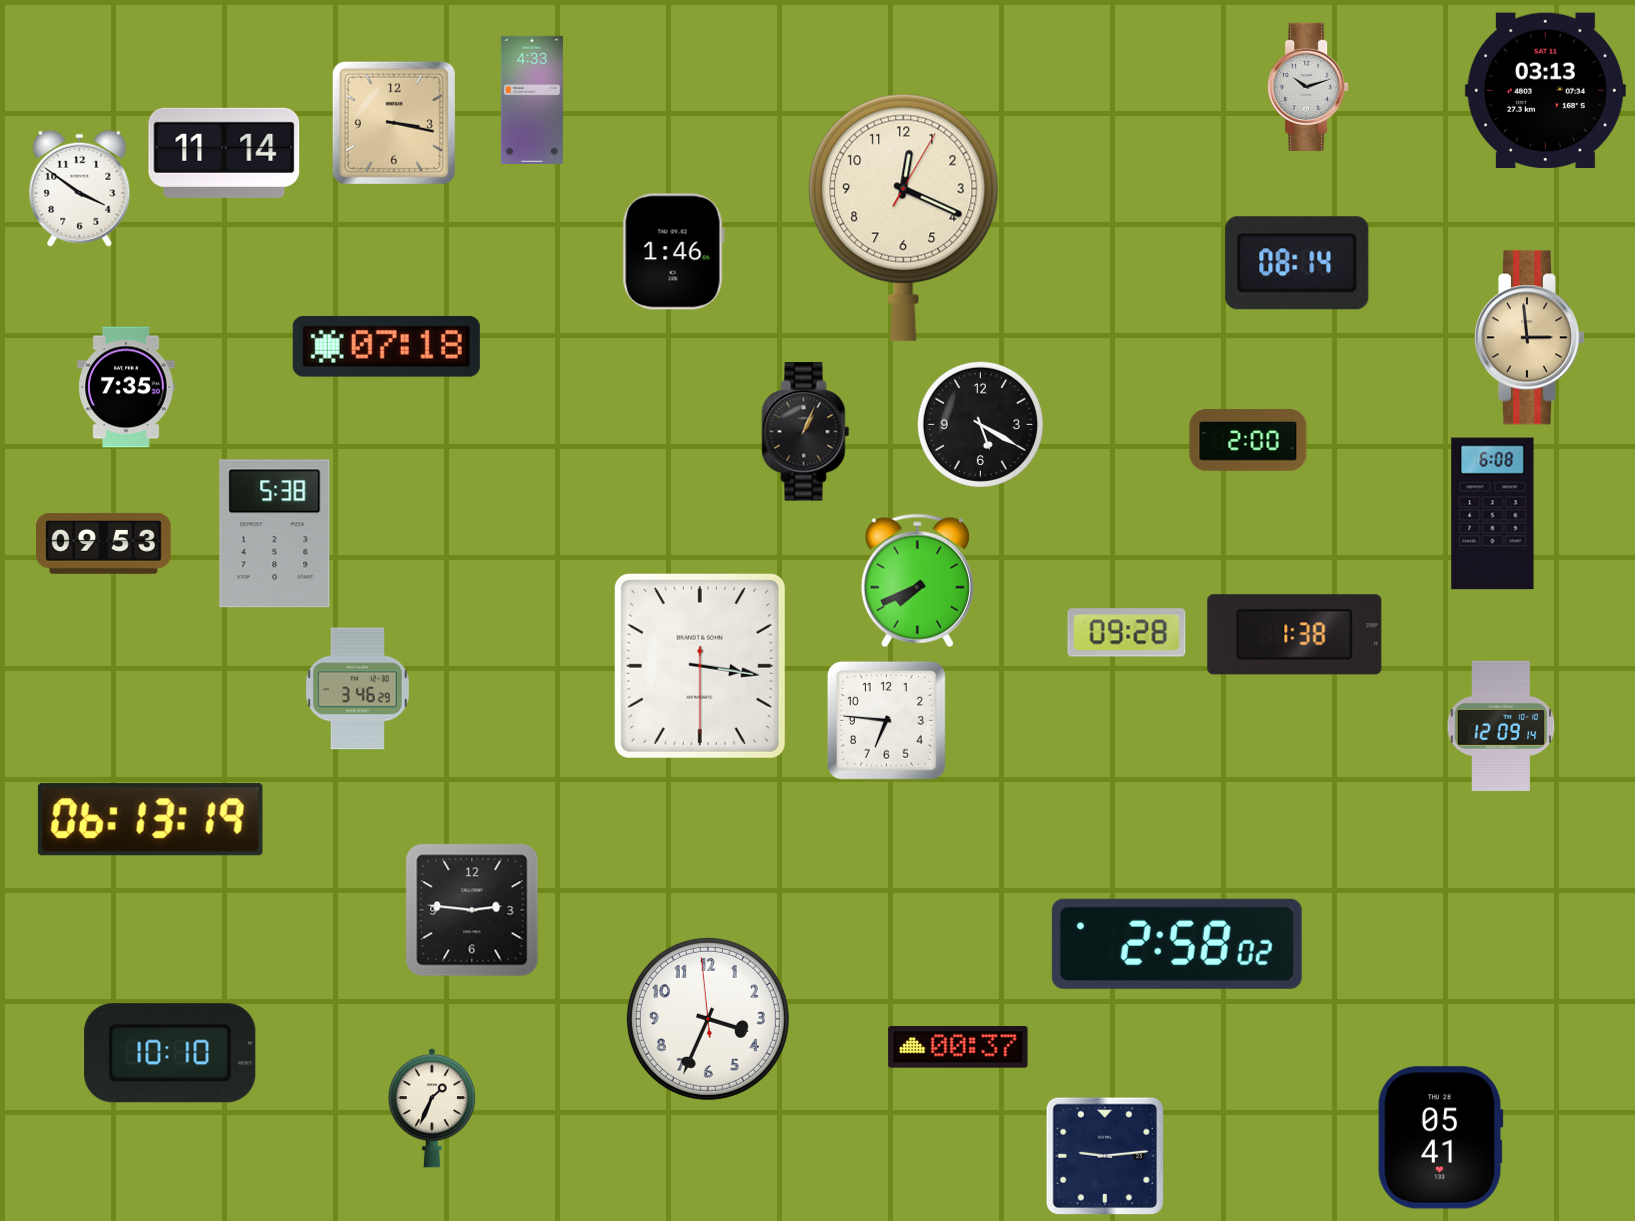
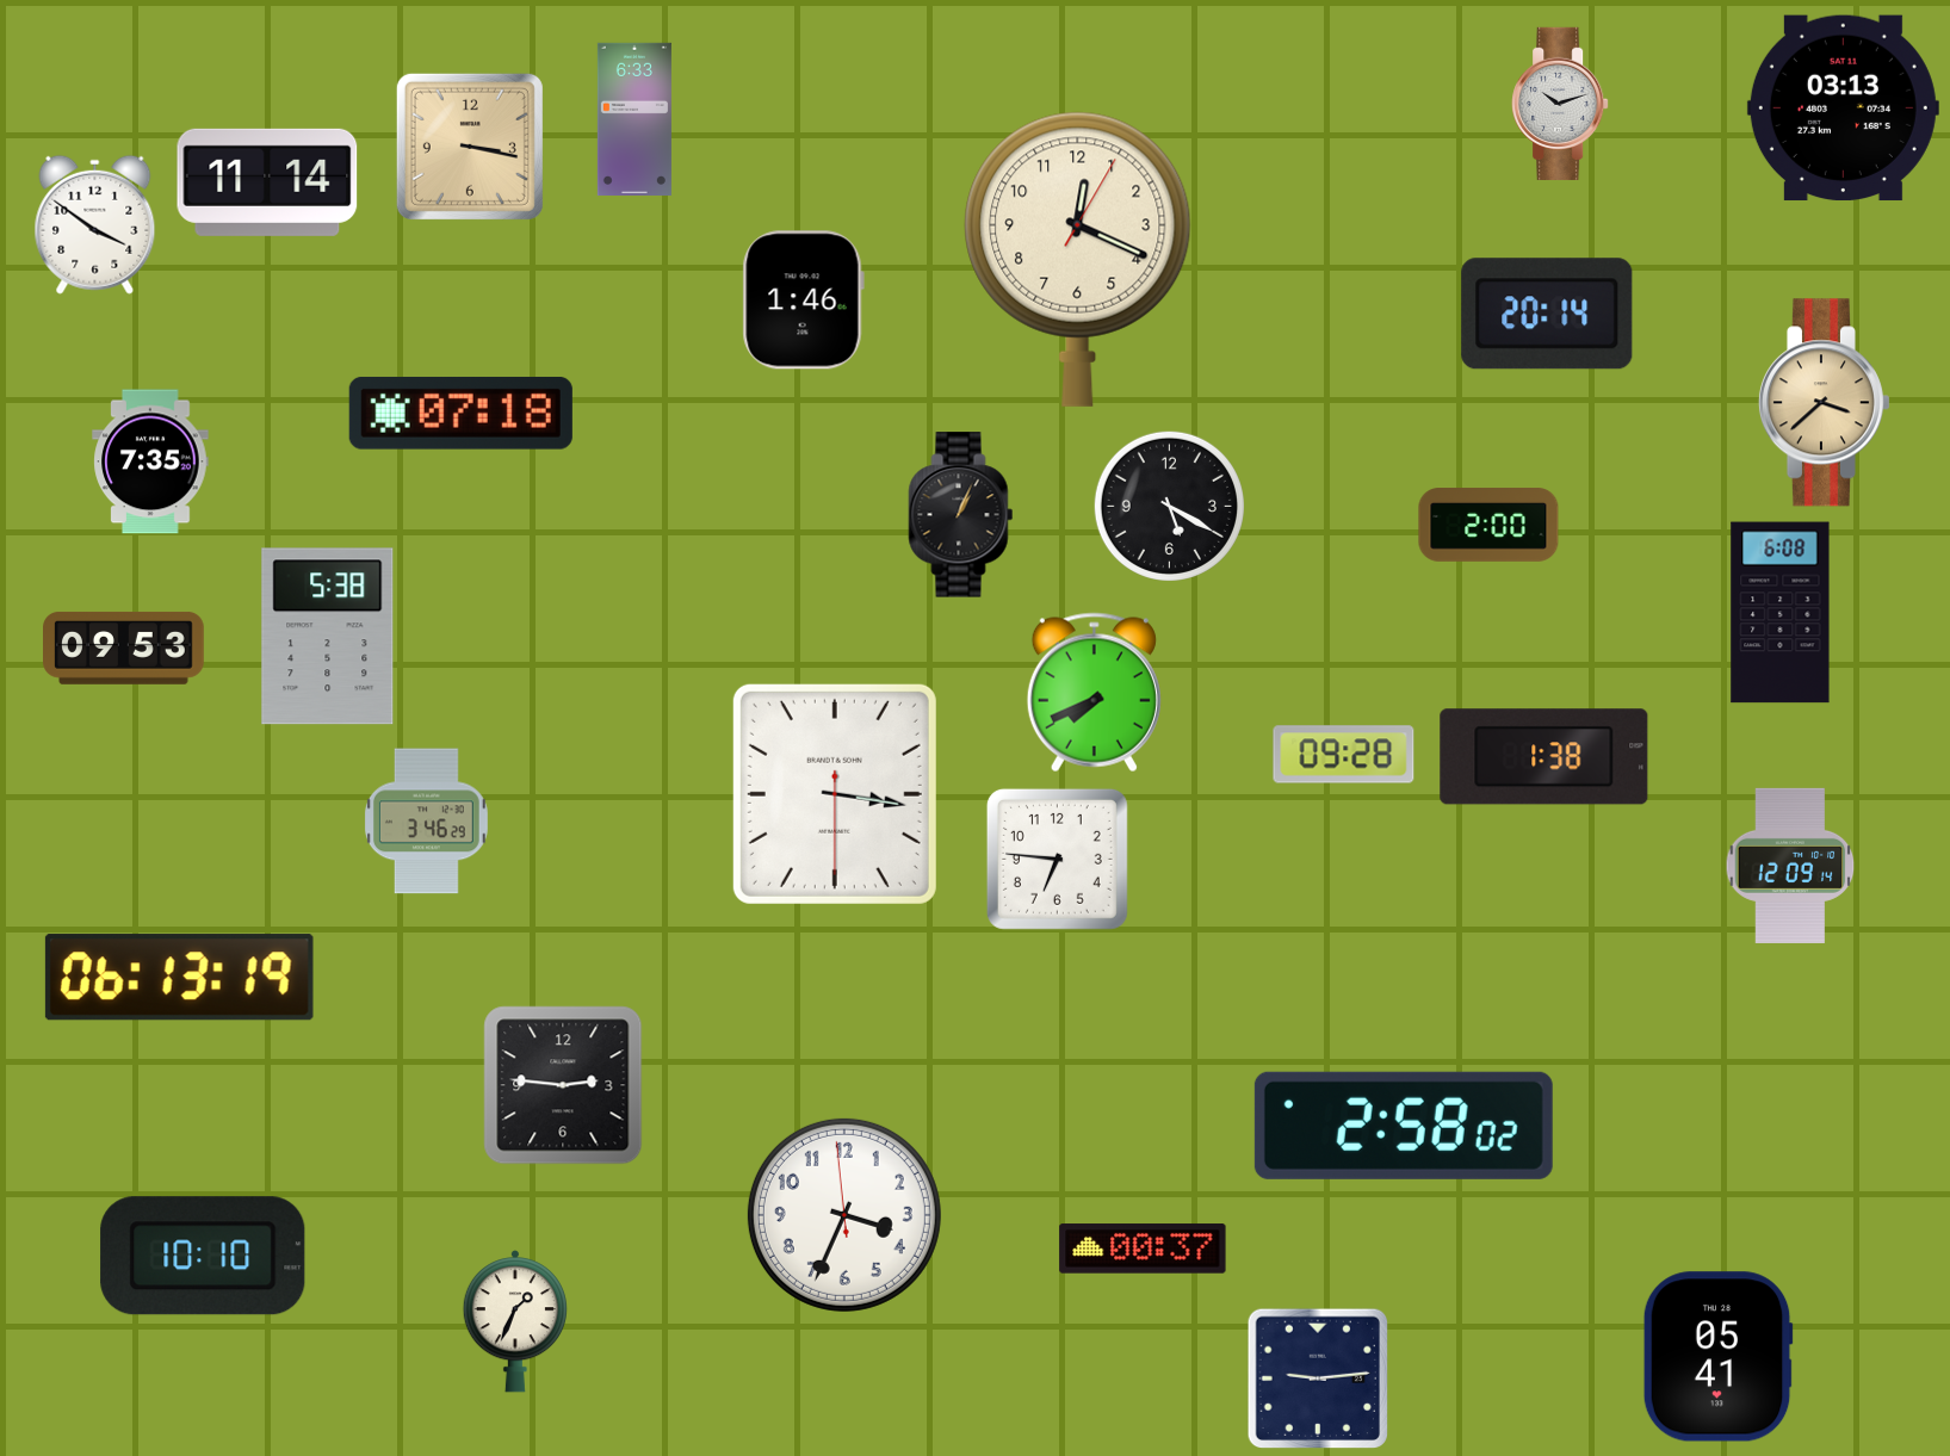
clock at (532, 99): 4:33 -> 6:33
clock at (1297, 263): 08:14 -> 20:14
clock at (1529, 338): 2:59 -> 3:38
